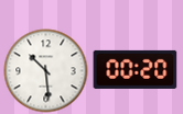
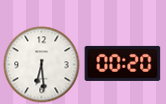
clock at (46, 71): 10:29 -> 6:29
